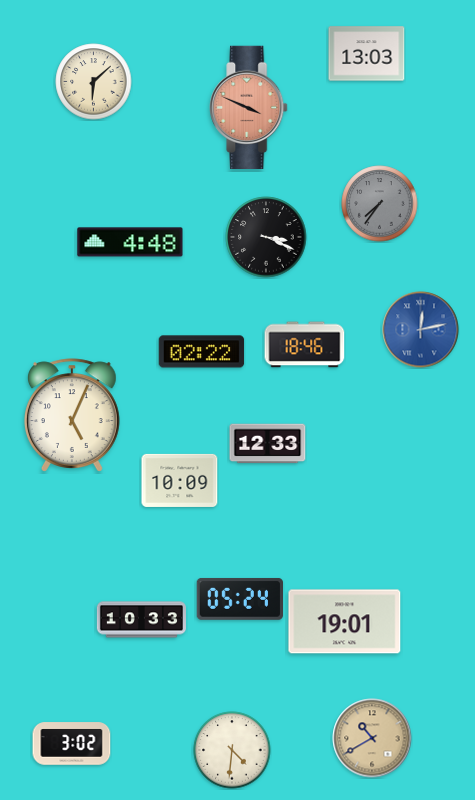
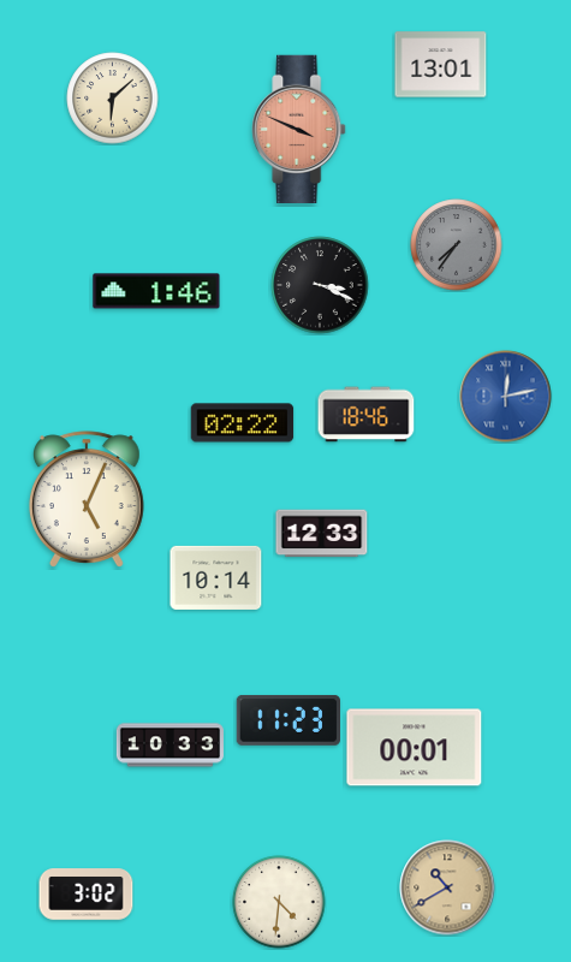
clock at (367, 54): 13:03 -> 13:01
clock at (130, 242): 4:48 -> 1:46
clock at (180, 480): 10:09 -> 10:14
clock at (239, 599): 05:24 -> 11:23
clock at (345, 622): 19:01 -> 00:01
